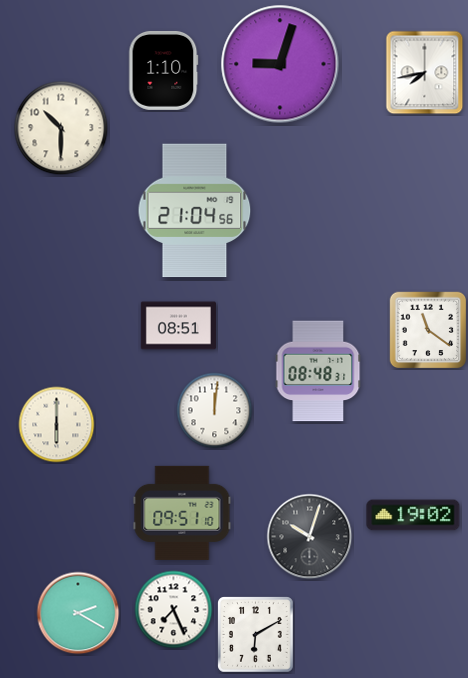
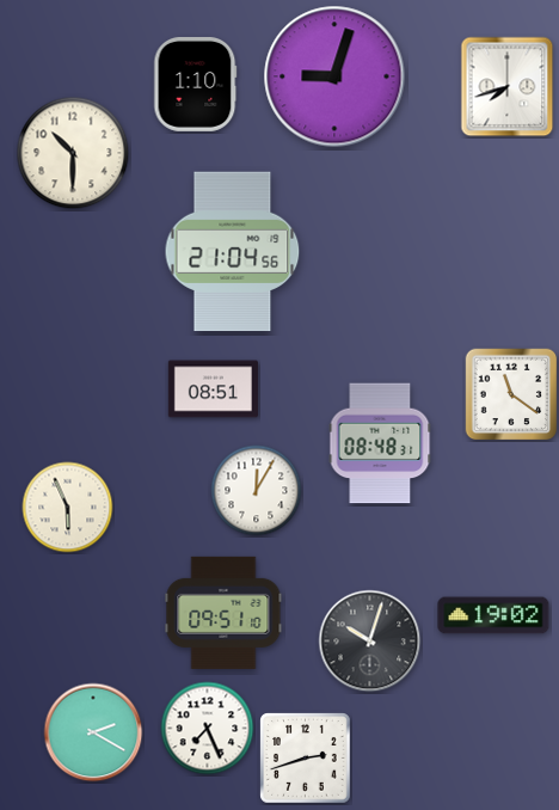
clock at (425, 73): 7:43 -> 7:42
clock at (215, 411): 12:01 -> 12:05
clock at (57, 425): 6:00 -> 5:56
clock at (182, 513) position: (182, 513) -> (223, 613)
clock at (256, 635): 6:10 -> 2:42
